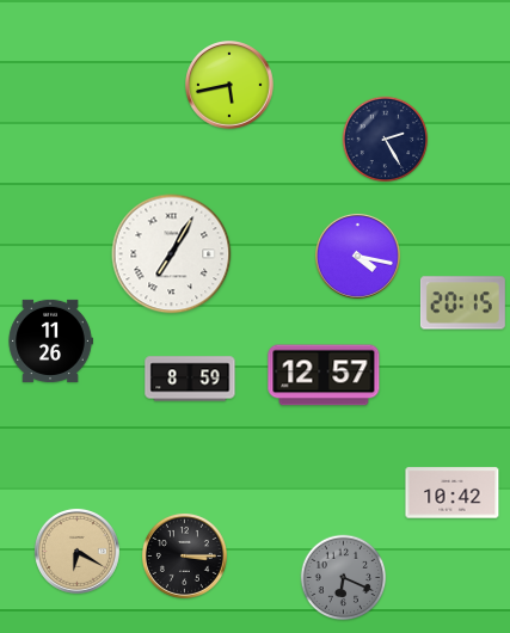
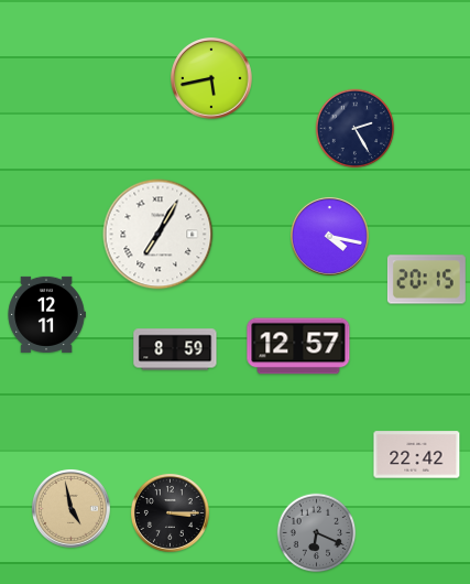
clock at (50, 340): 11:26 -> 12:11
clock at (453, 493): 10:42 -> 22:42
clock at (76, 551): 6:20 -> 4:58
